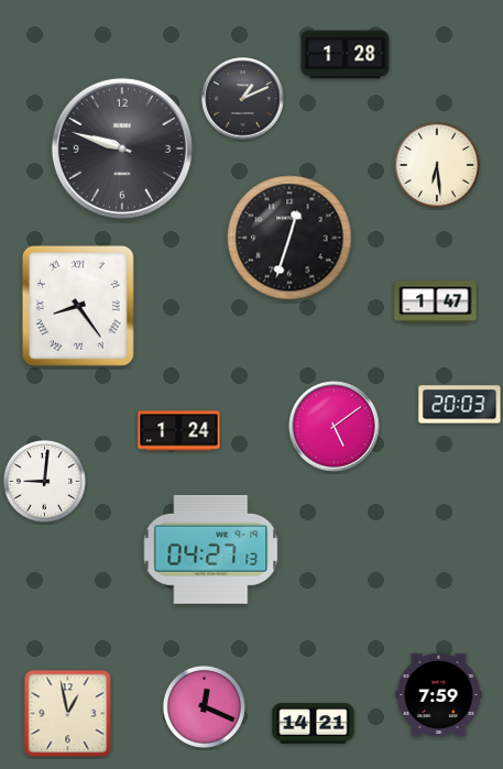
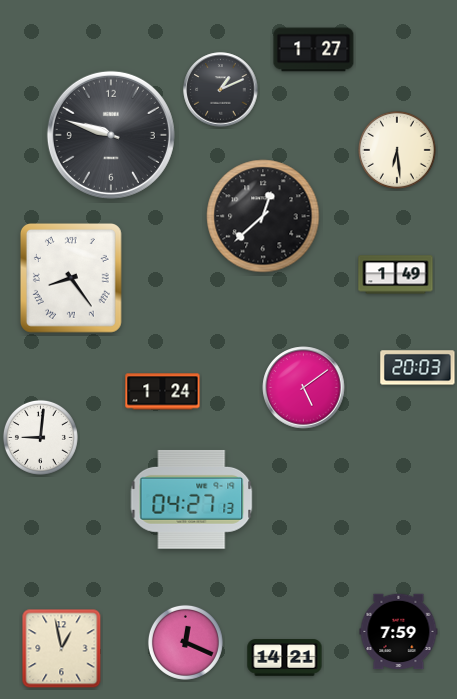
clock at (346, 55): 1:28 -> 1:27
clock at (289, 238): 12:33 -> 12:38
clock at (436, 303): 1:47 -> 1:49
